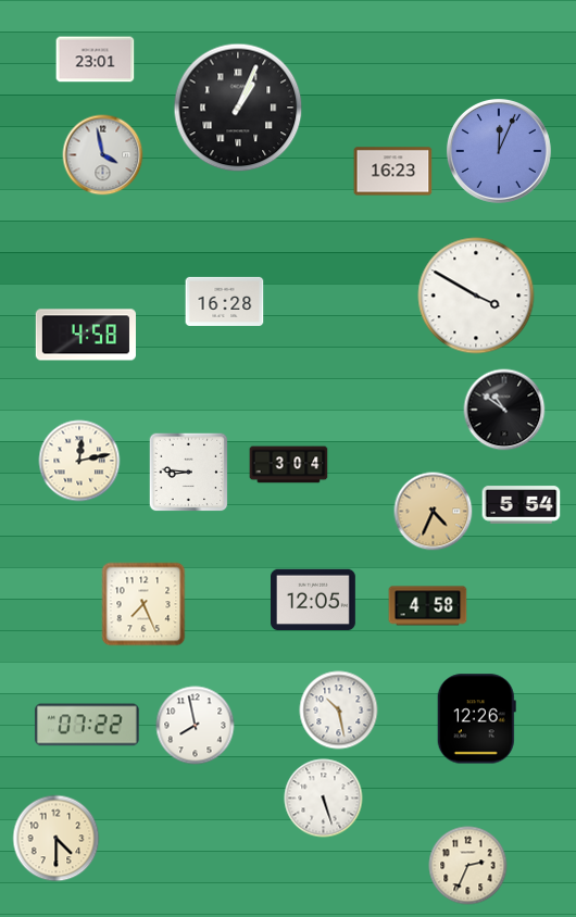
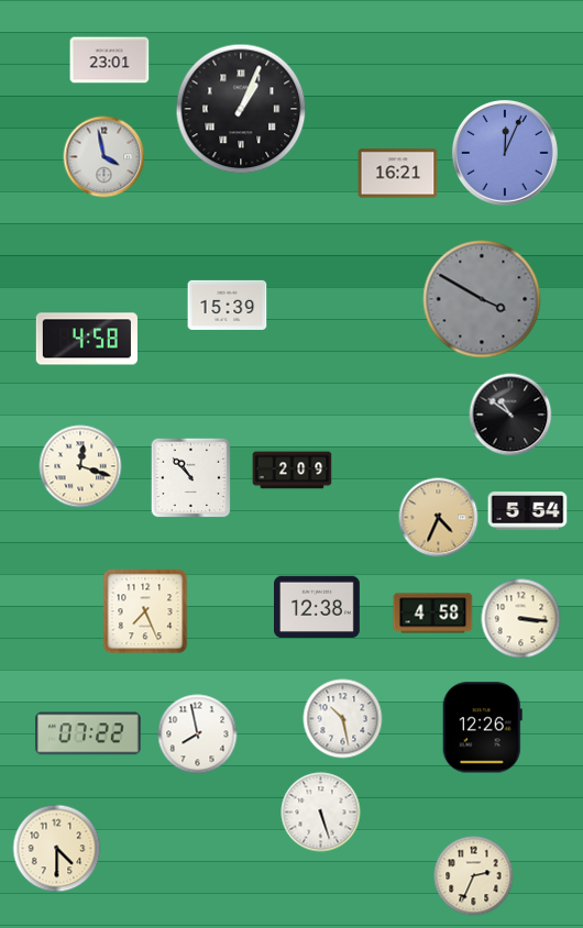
clock at (96, 60) position: (96, 60) -> (110, 60)
clock at (393, 172): 16:23 -> 16:21
clock at (476, 296) dial: white -> grey
clock at (225, 301): 16:28 -> 15:39
clock at (79, 461): 12:13 -> 12:18
clock at (289, 465): 3:04 -> 2:09
clock at (189, 473): 8:46 -> 10:53
clock at (314, 600): 12:05 -> 12:38
clock at (521, 619): none -> 3:16
clock at (324, 799) position: (324, 799) -> (321, 813)
